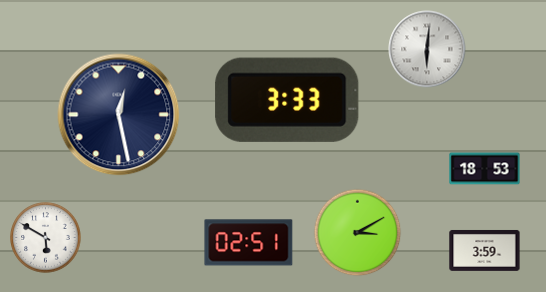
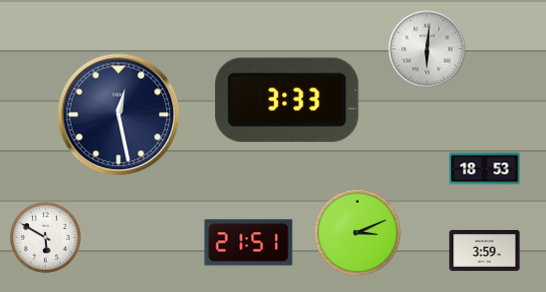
clock at (358, 233): 3:10 -> 3:11
clock at (249, 243): 02:51 -> 21:51
